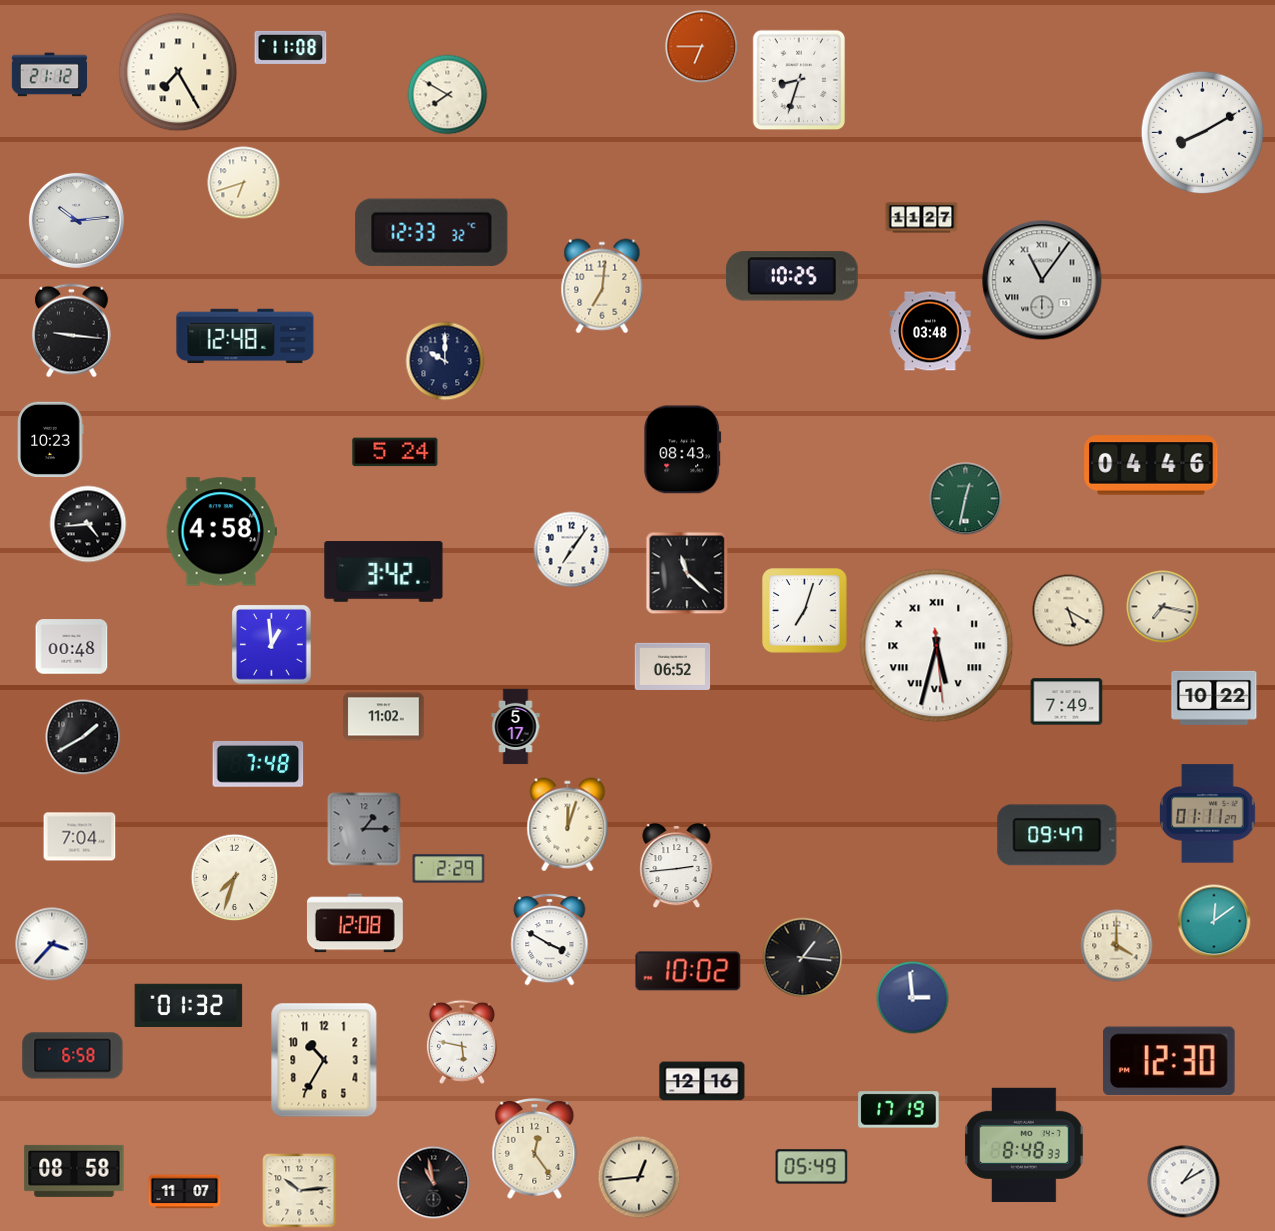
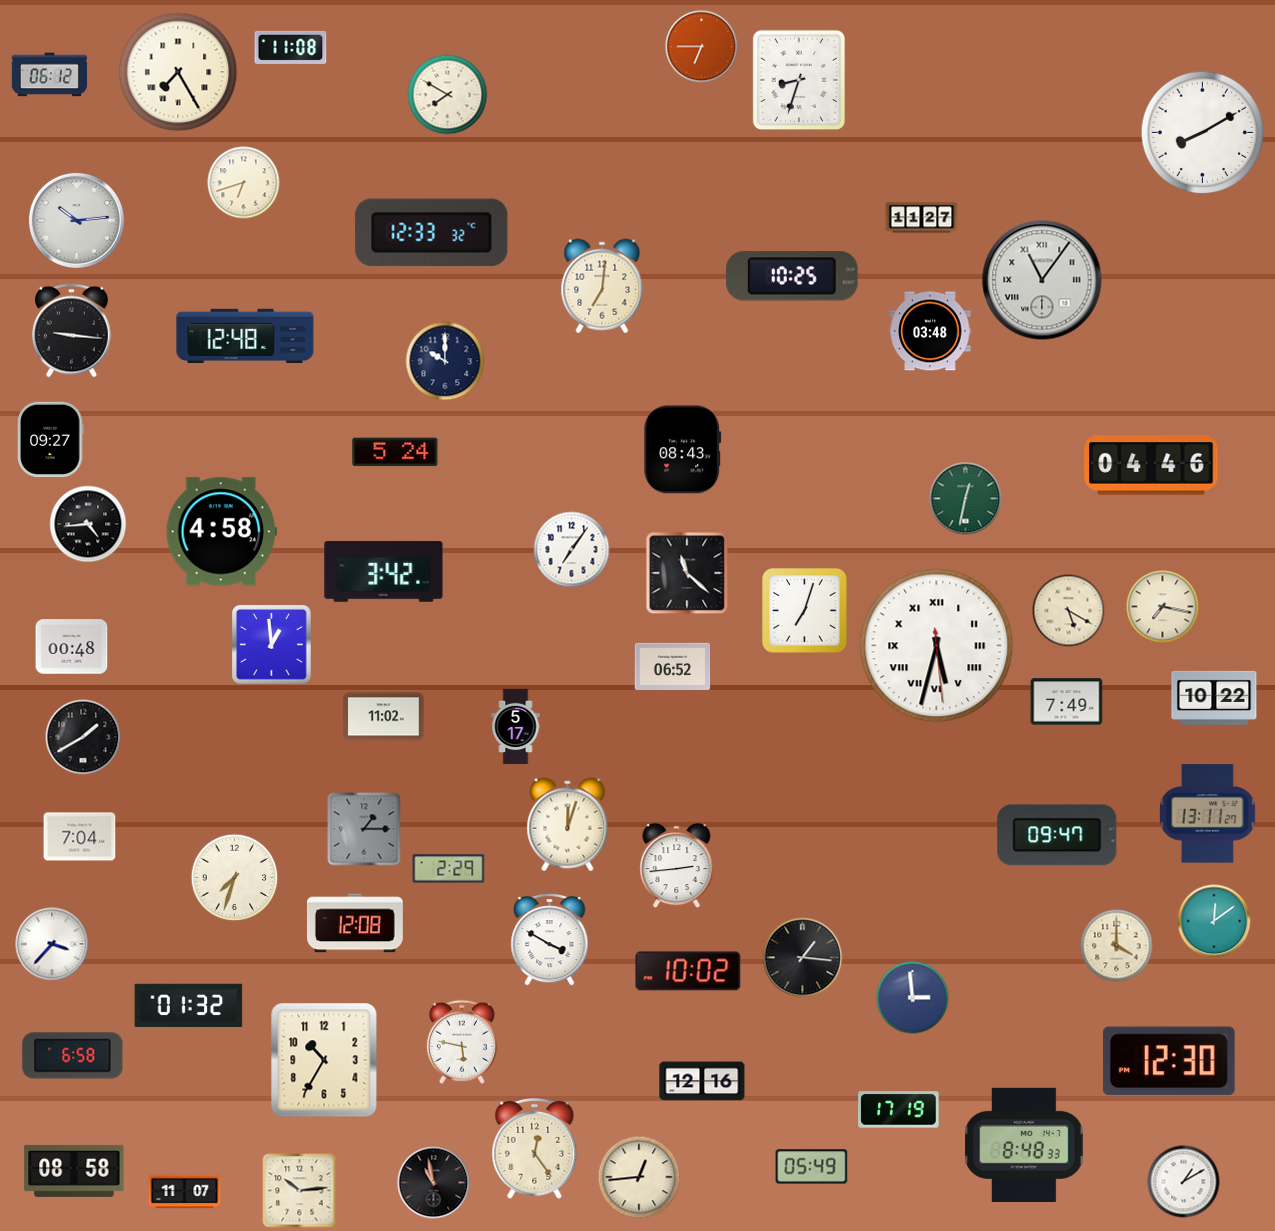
clock at (50, 75): 21:12 -> 06:12
clock at (51, 440): 10:23 -> 09:27
clock at (258, 764): 7:48 -> none
clock at (1208, 814): 01:11 -> 13:11
